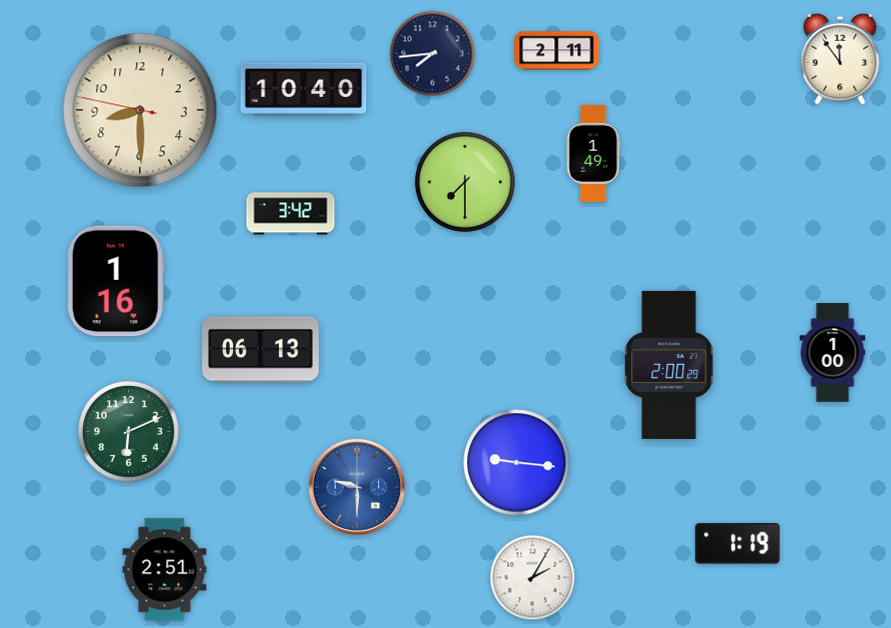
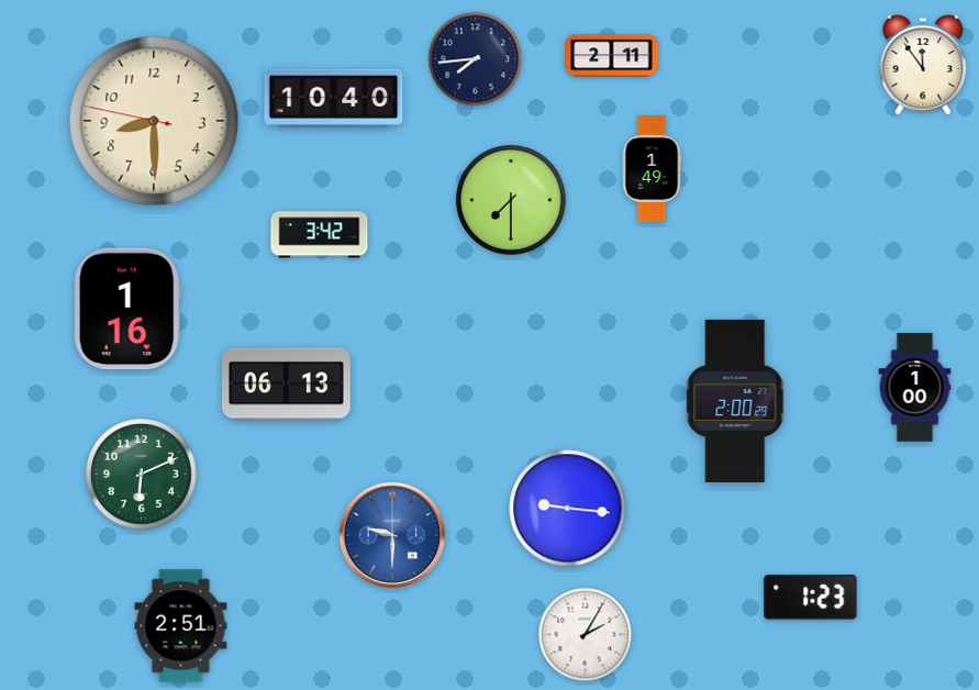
clock at (738, 544): 1:19 -> 1:23
